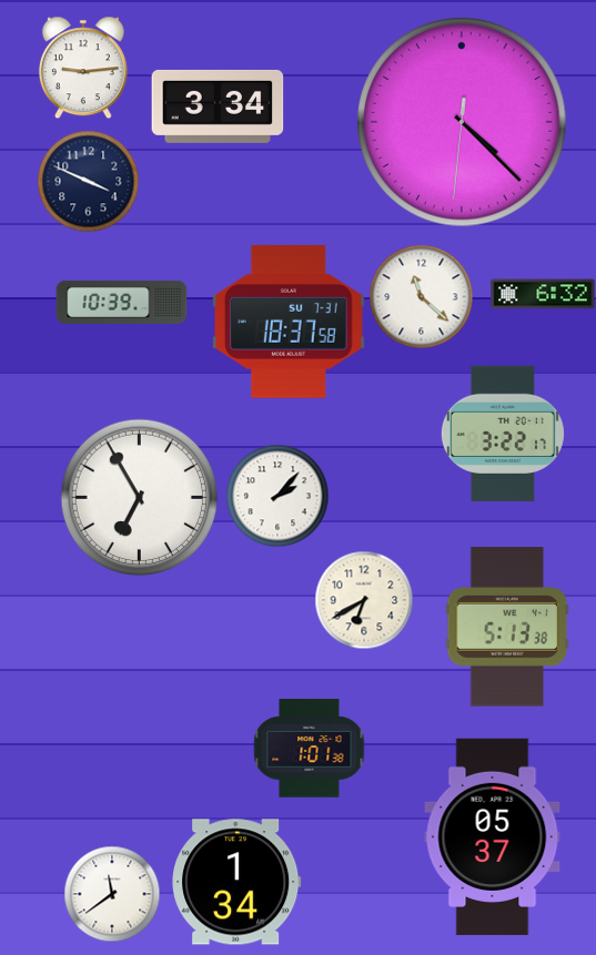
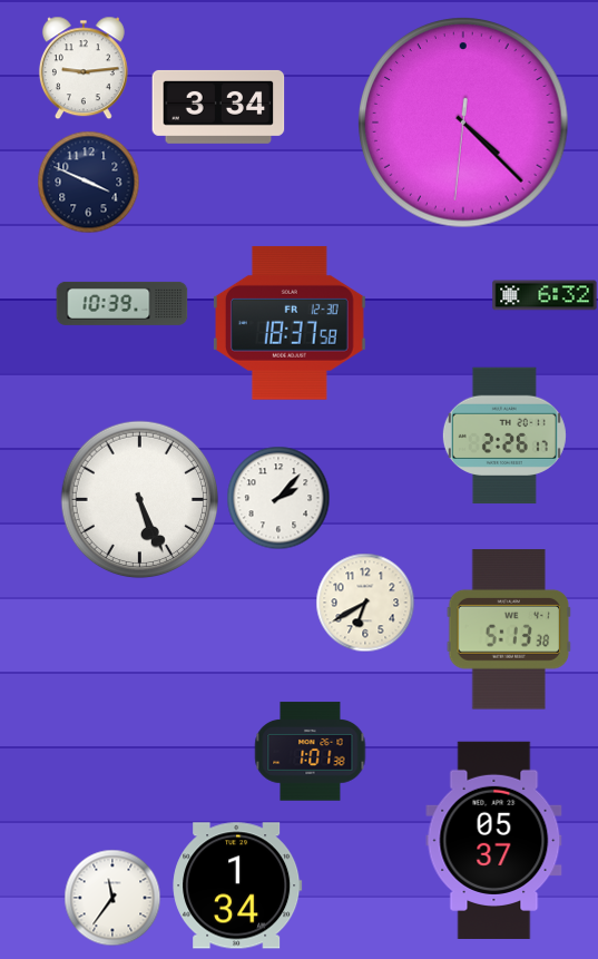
clock at (421, 296): 11:22 -> none
clock at (289, 322) date: SU 7-31 -> FR 12-30
clock at (503, 434): 3:22 -> 2:26
clock at (140, 498): 6:55 -> 5:26
clock at (112, 894): 11:39 -> 11:36
